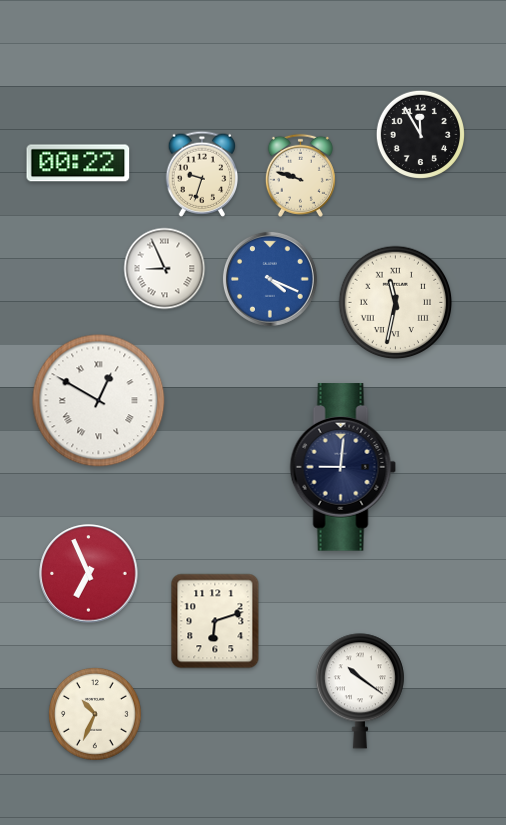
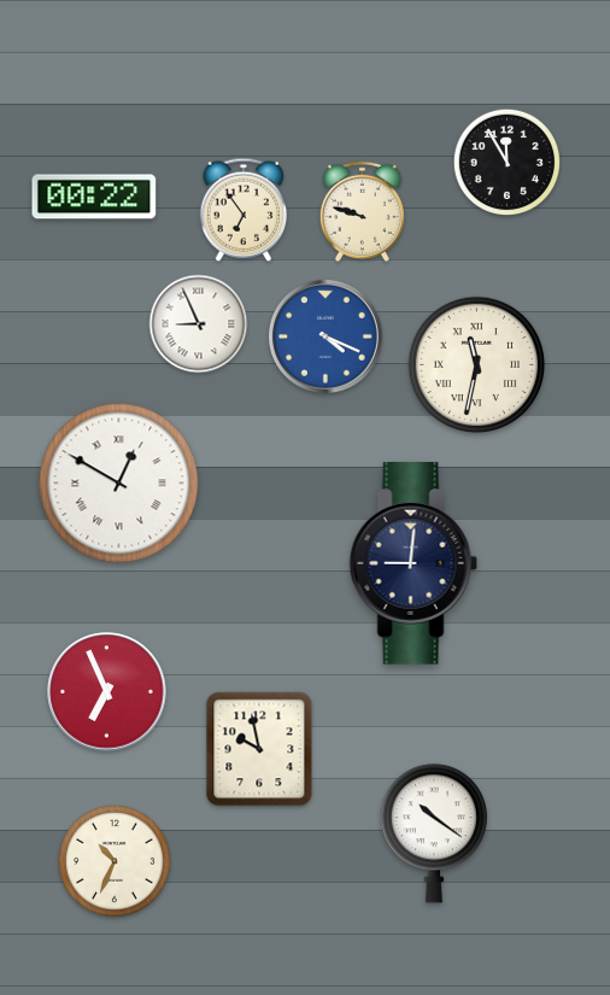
clock at (202, 174): 9:33 -> 6:54
clock at (215, 621): 6:12 -> 9:58
